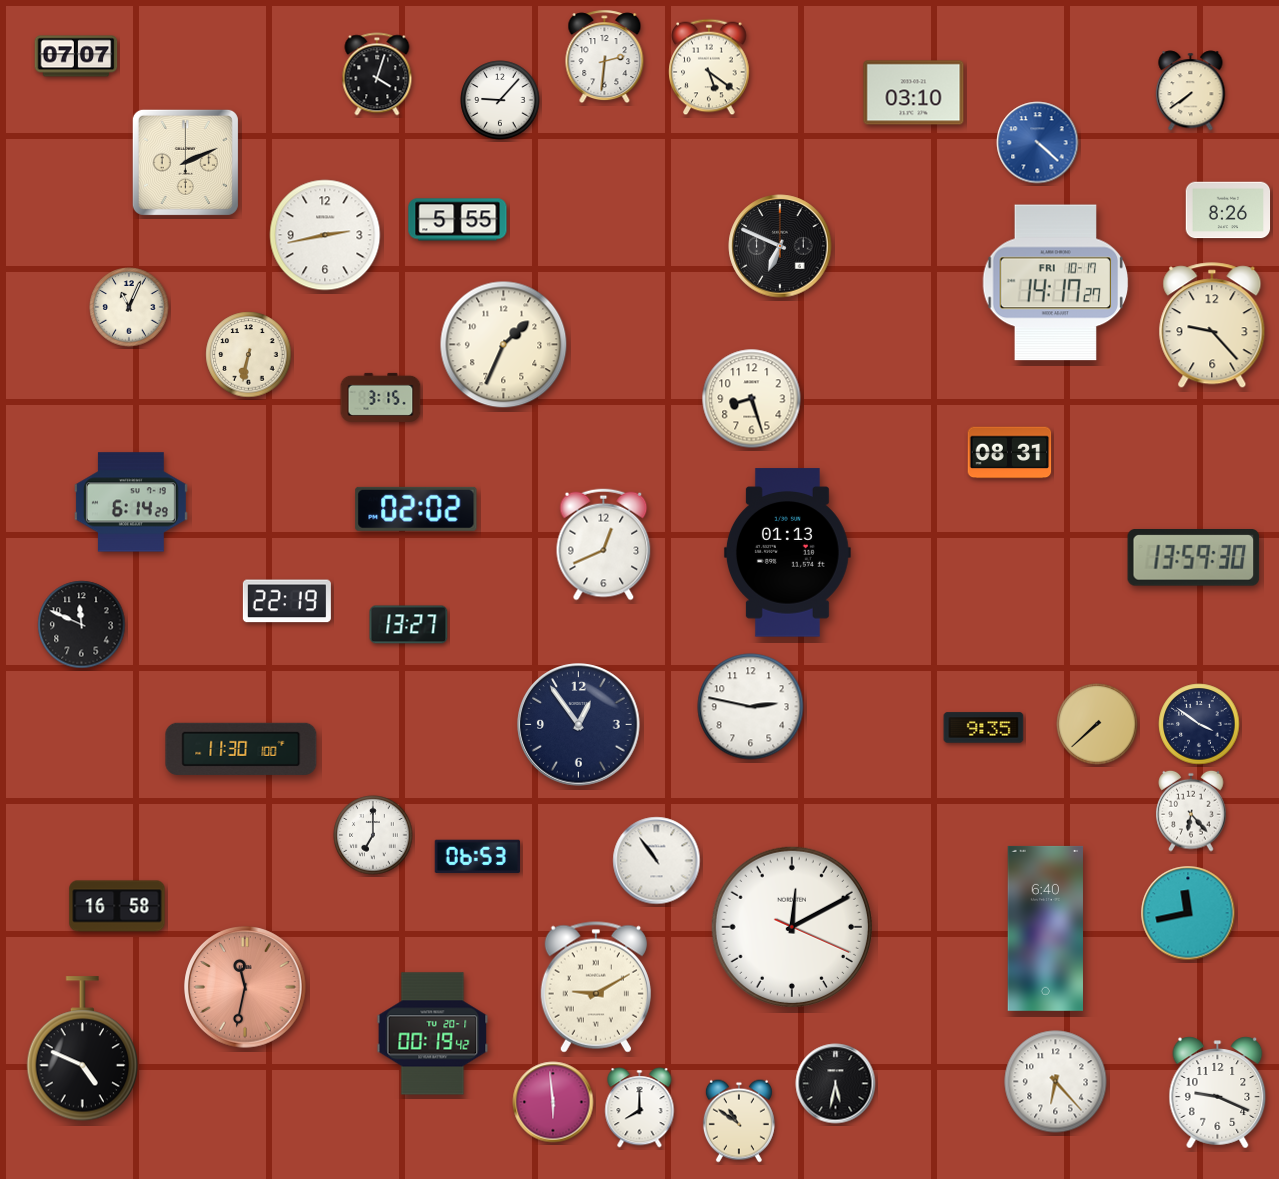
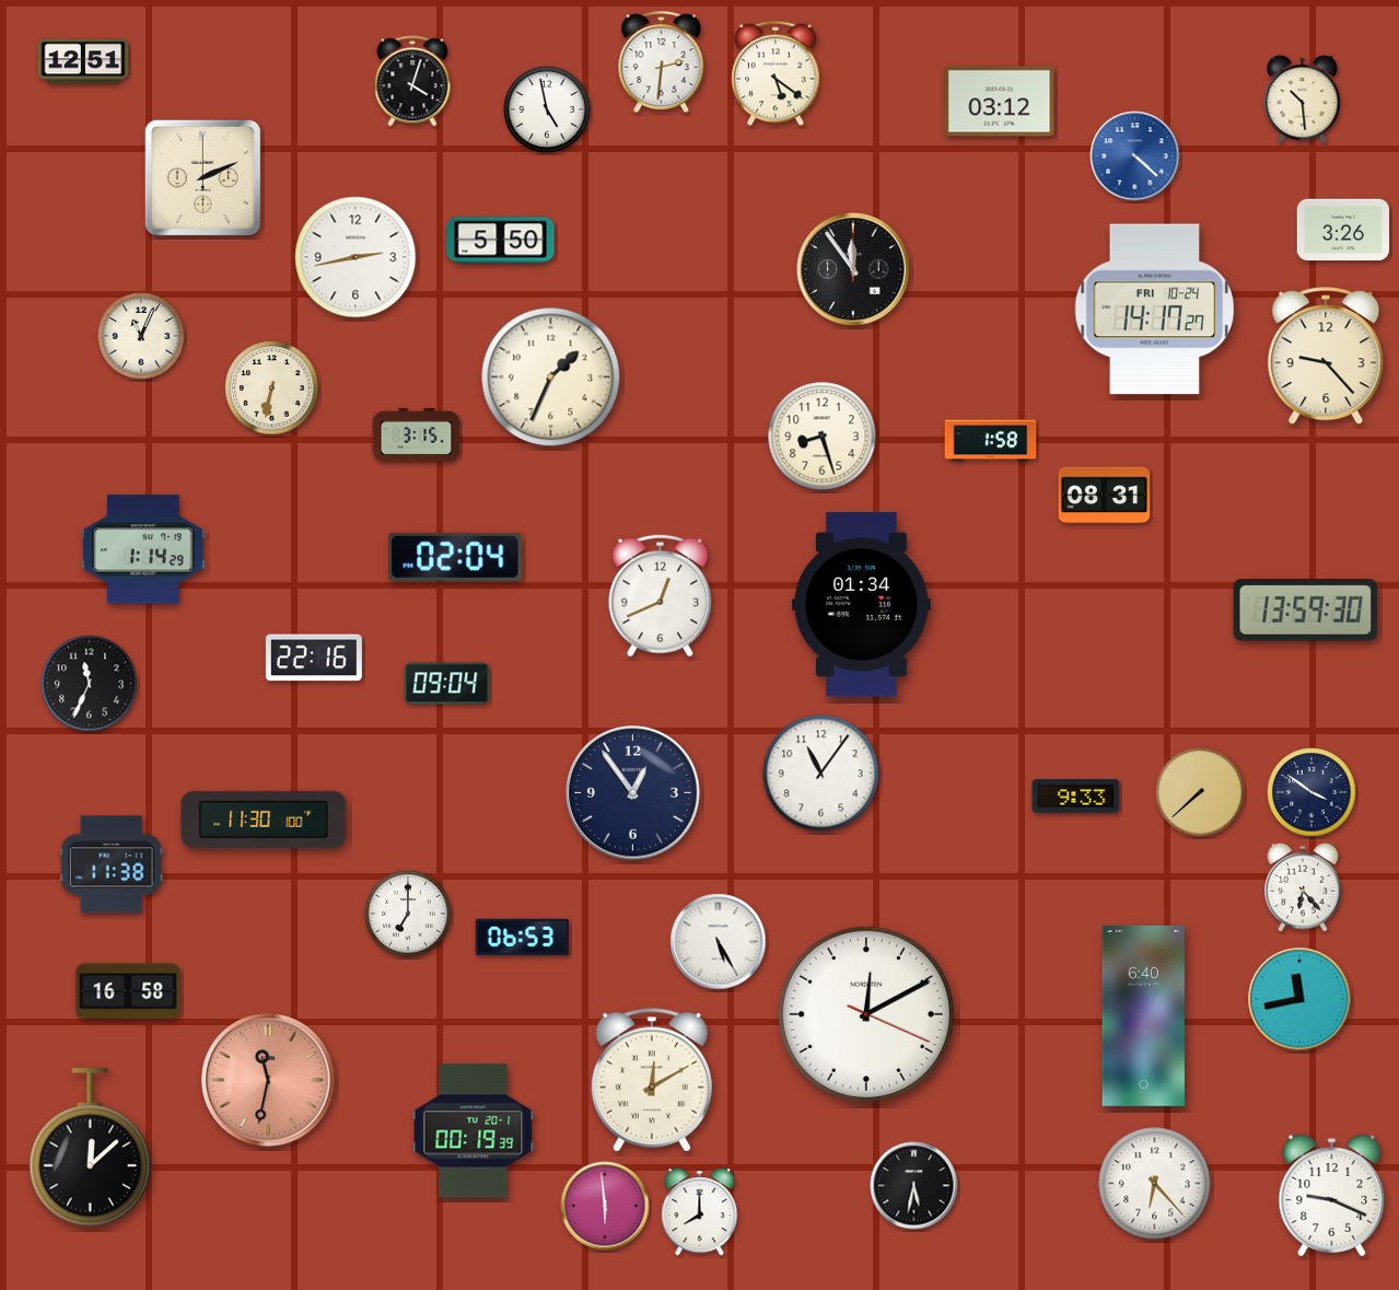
clock at (76, 56): 07:07 -> 12:51
clock at (1191, 91): 7:39 -> 10:29
clock at (914, 93): 03:10 -> 03:12
clock at (500, 100): 9:07 -> 4:58
clock at (1228, 210): 8:26 -> 3:26
clock at (458, 220): 5:55 -> 5:50
clock at (780, 246): 6:49 -> 11:54
clock at (1056, 283) date: FRI 10-17 -> FRI 10-24
clock at (991, 441): none -> 1:58
clock at (131, 502): 6:14 -> 1:14
clock at (416, 509): 02:02 -> 02:04
clock at (787, 553): 01:13 -> 01:34
clock at (287, 601): 22:19 -> 22:16
clock at (82, 625): 11:49 -> 11:34
clock at (409, 625): 13:27 -> 09:04
clock at (751, 707): 2:47 -> 11:06
clock at (984, 728): 9:35 -> 9:33
clock at (112, 864): none -> 11:38
clock at (657, 861): 10:54 -> 5:25
clock at (596, 987): 9:10 -> 12:10
clock at (433, 1034): 00:19:42 -> 00:19:39
clock at (83, 1049): 4:49 -> 12:08
clock at (739, 1121): 10:51 -> none
